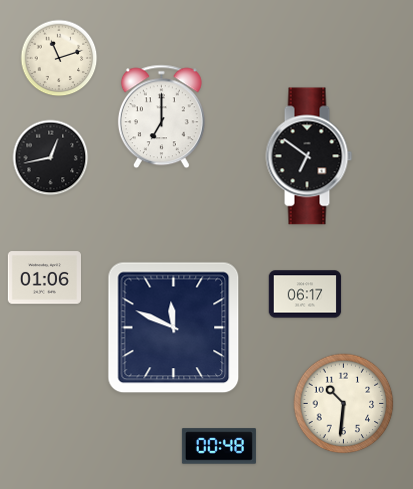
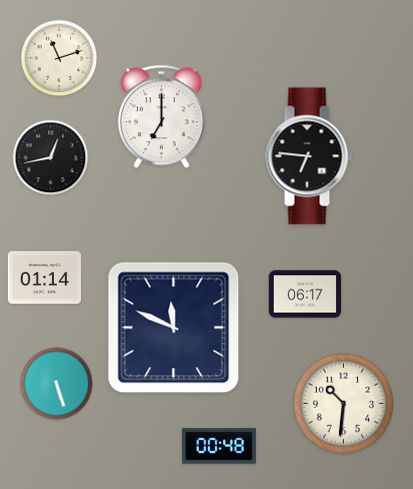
clock at (309, 156): 6:51 -> 6:46
clock at (44, 278): 01:06 -> 01:14
clock at (57, 384): none -> 5:27
